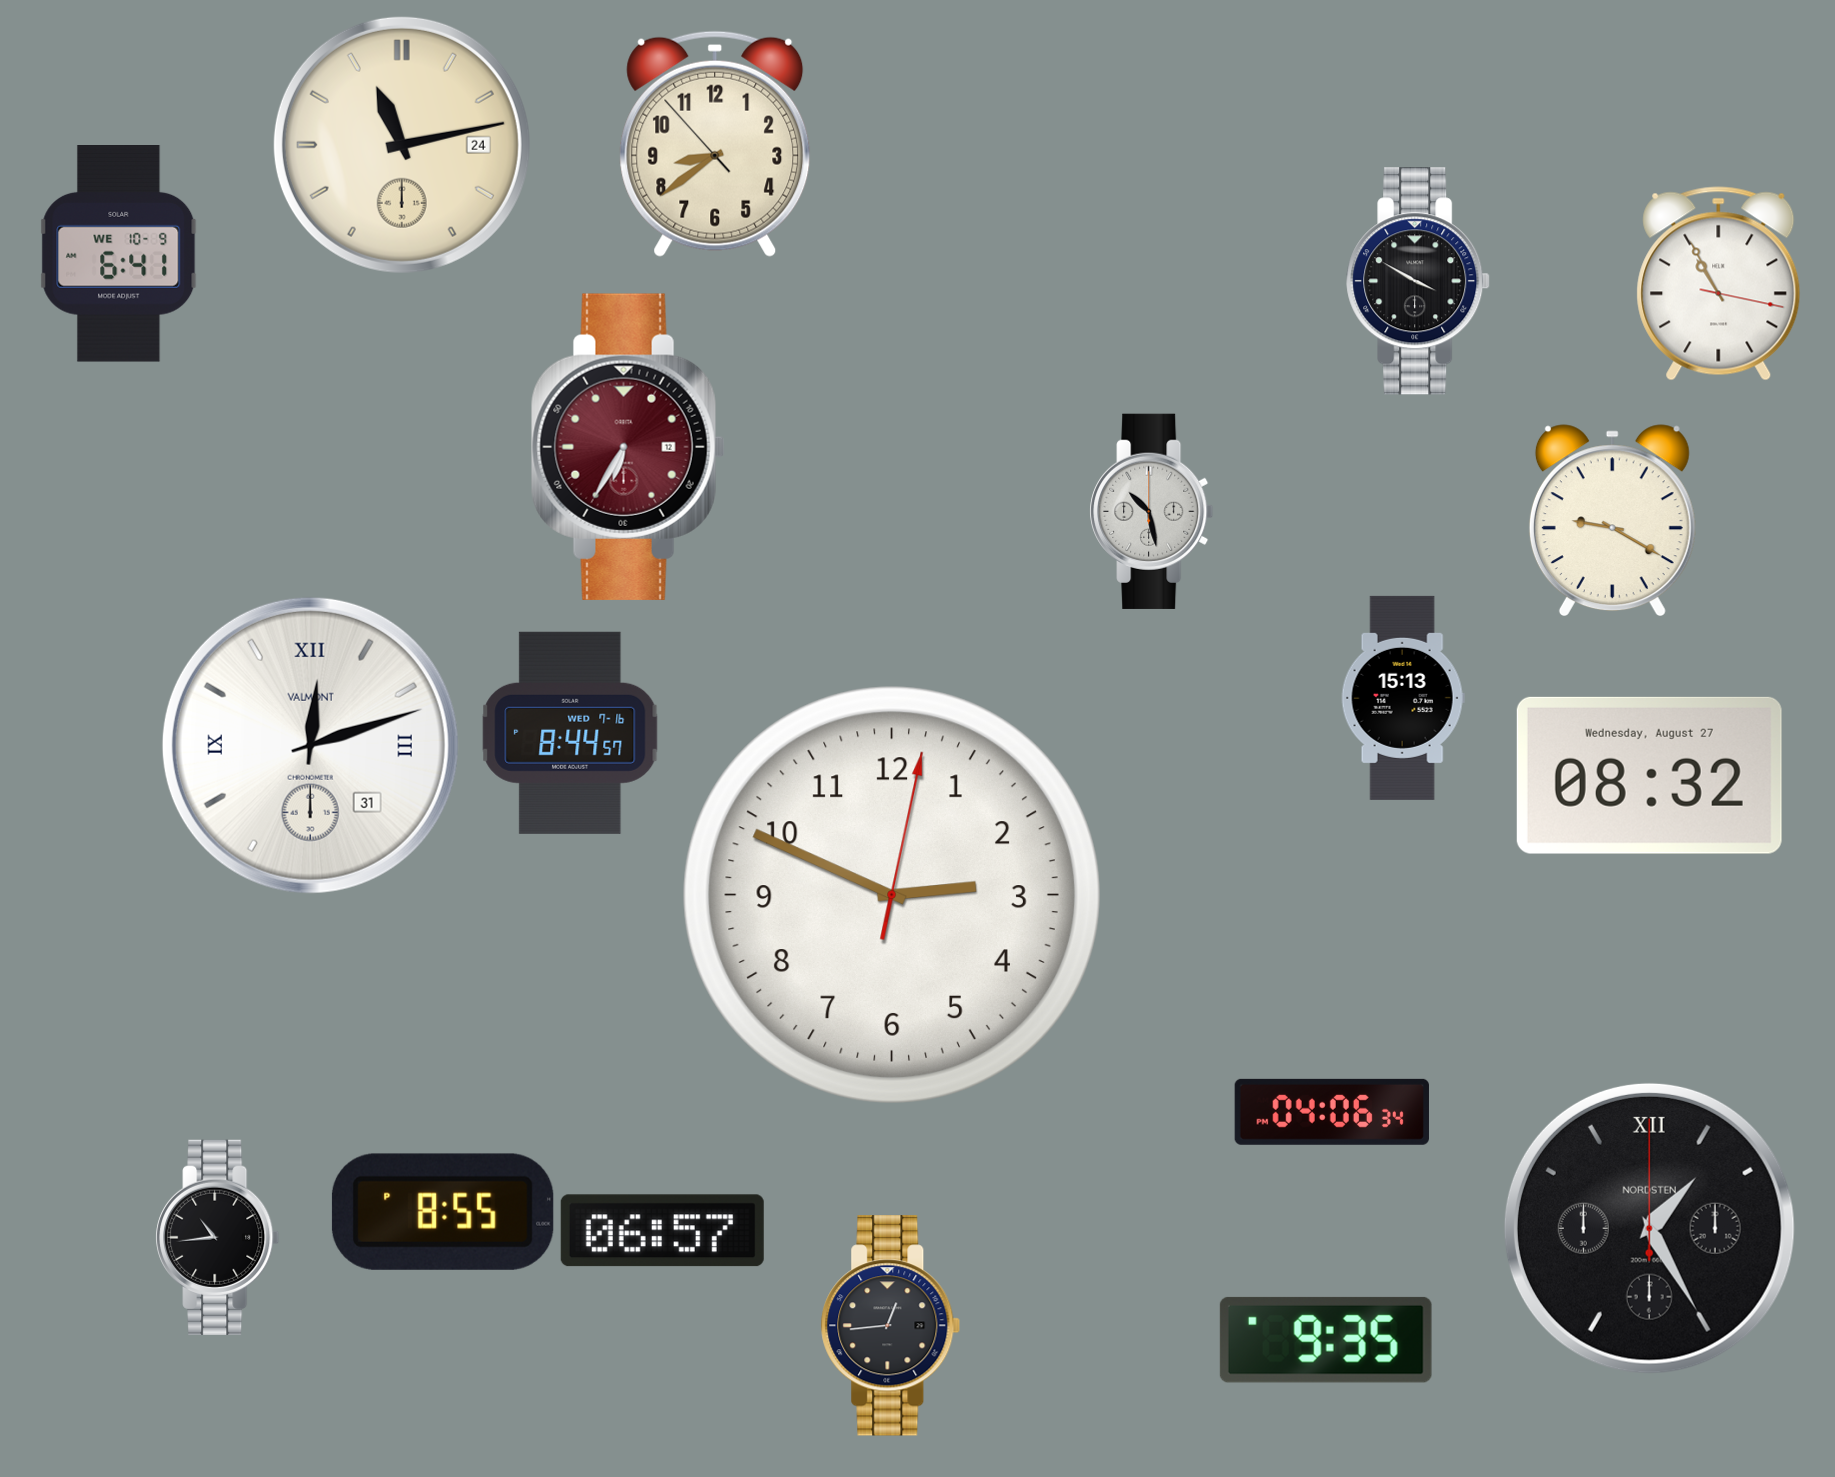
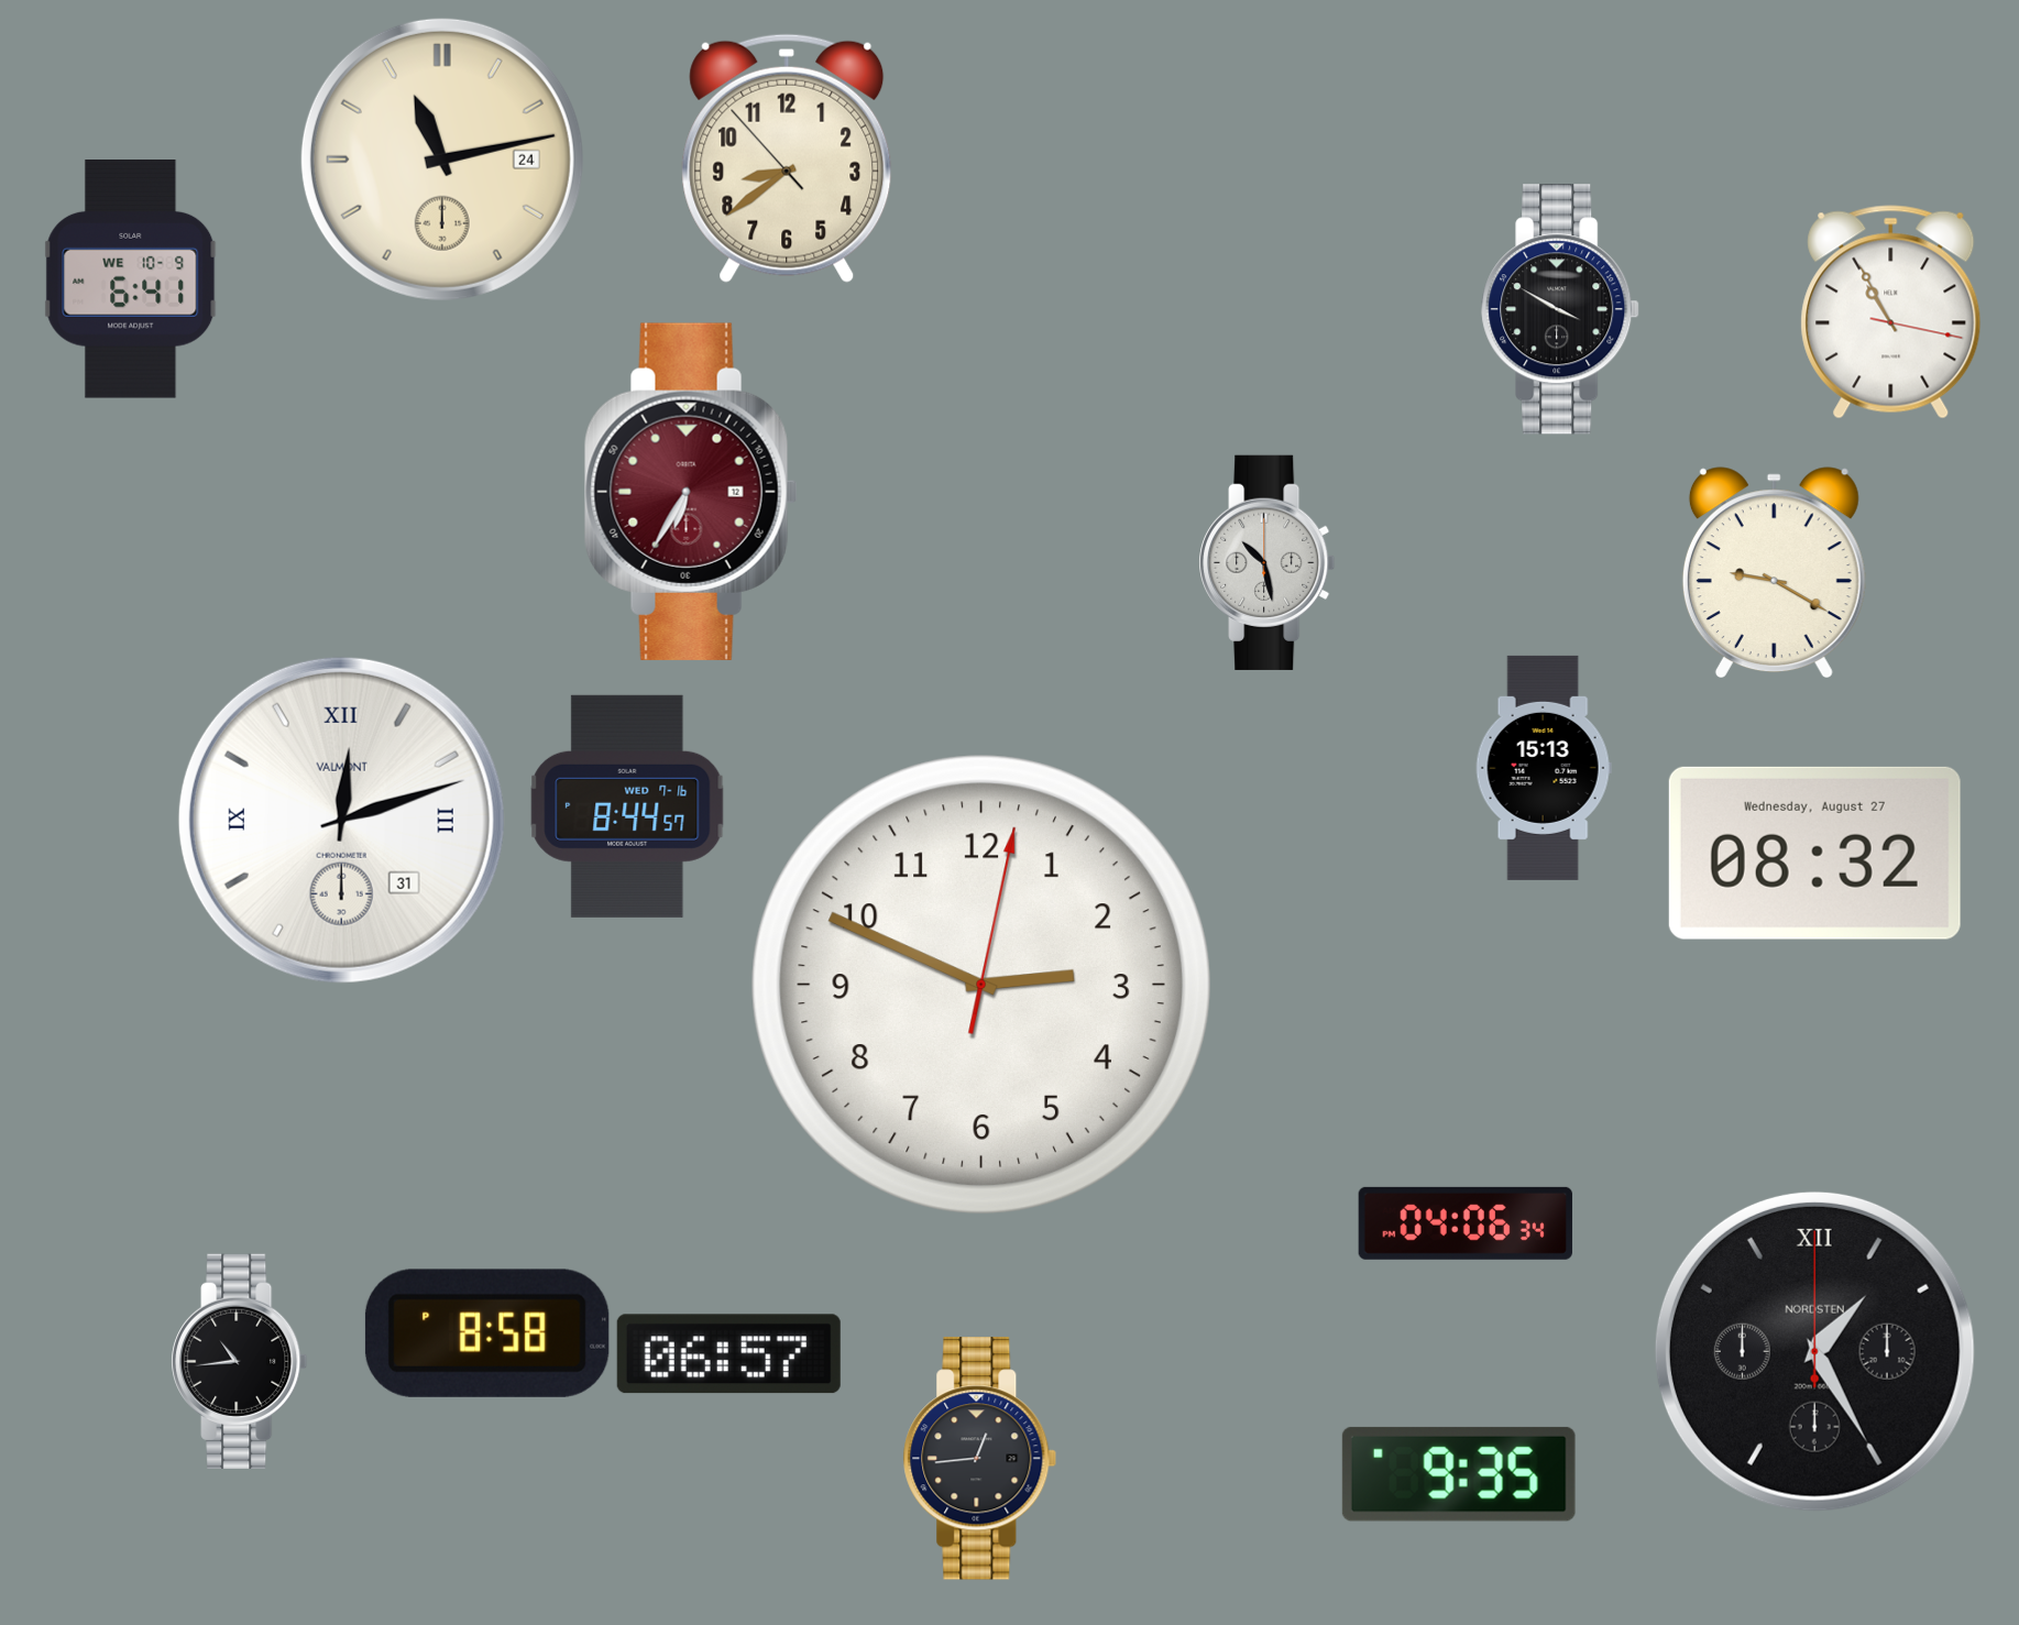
clock at (443, 1212): 8:55 -> 8:58
